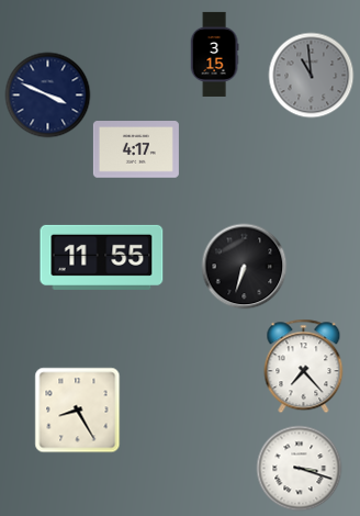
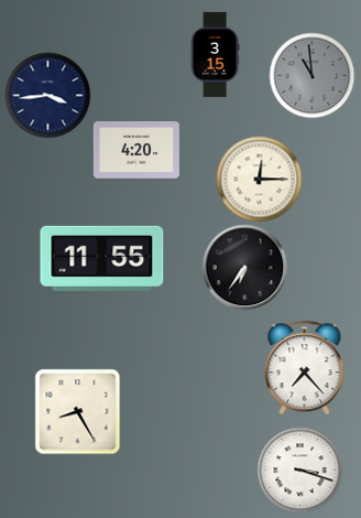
clock at (47, 94): 3:49 -> 3:44
clock at (136, 149): 4:17 -> 4:20
clock at (259, 179): none -> 12:15
clock at (244, 266): 6:33 -> 6:36
